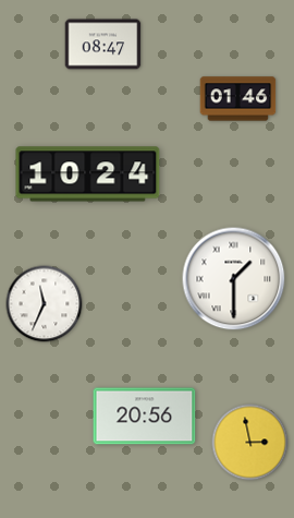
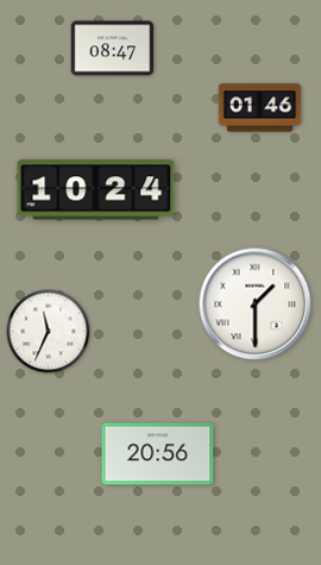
clock at (250, 443): 2:58 -> none
